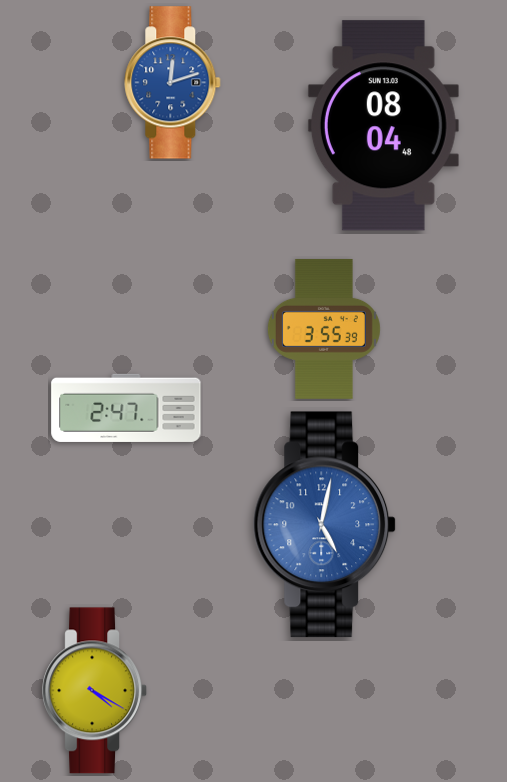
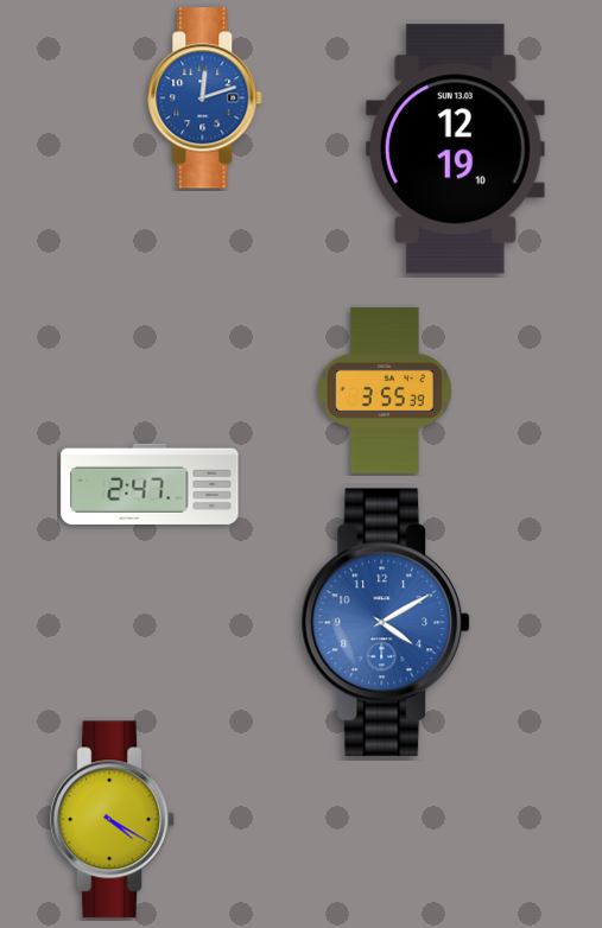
clock at (383, 126): 08:04 -> 12:19
clock at (325, 525): 5:02 -> 4:10
